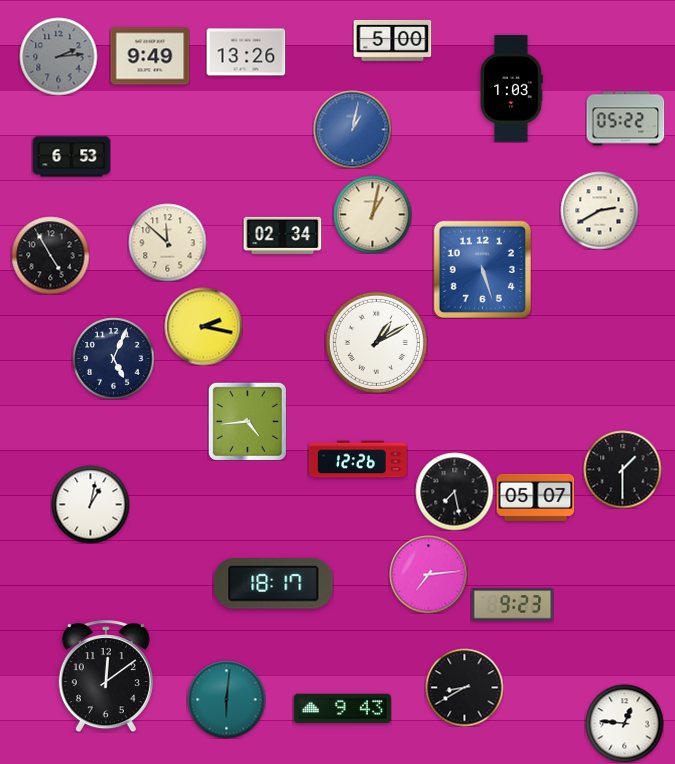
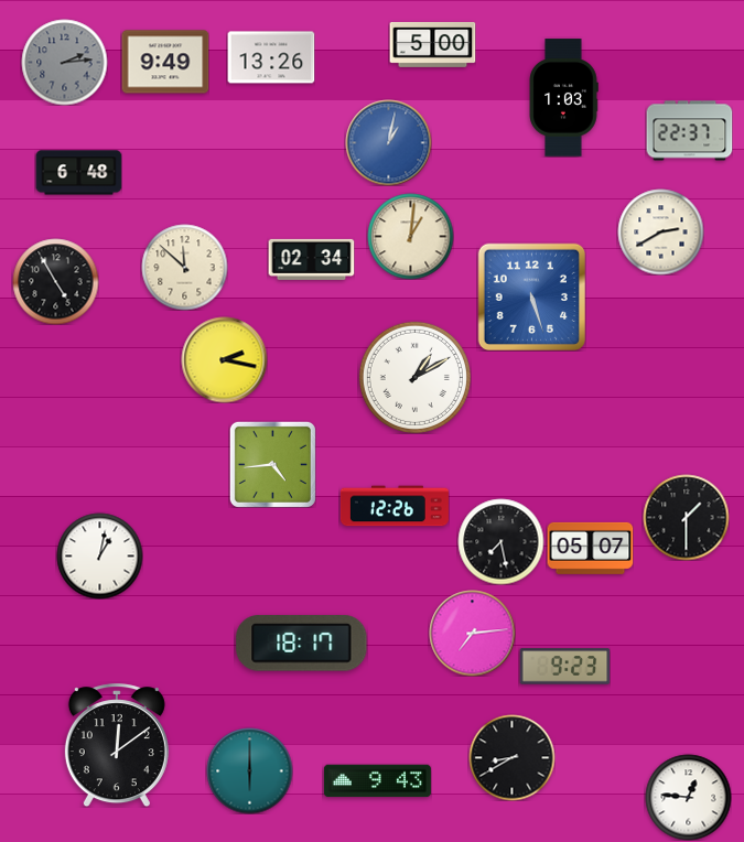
clock at (625, 119): 05:22 -> 22:37
clock at (71, 157): 6:53 -> 6:48
clock at (372, 214): 1:02 -> 1:01
clock at (113, 358): 5:04 -> none
clock at (226, 699): 6:01 -> 6:00
